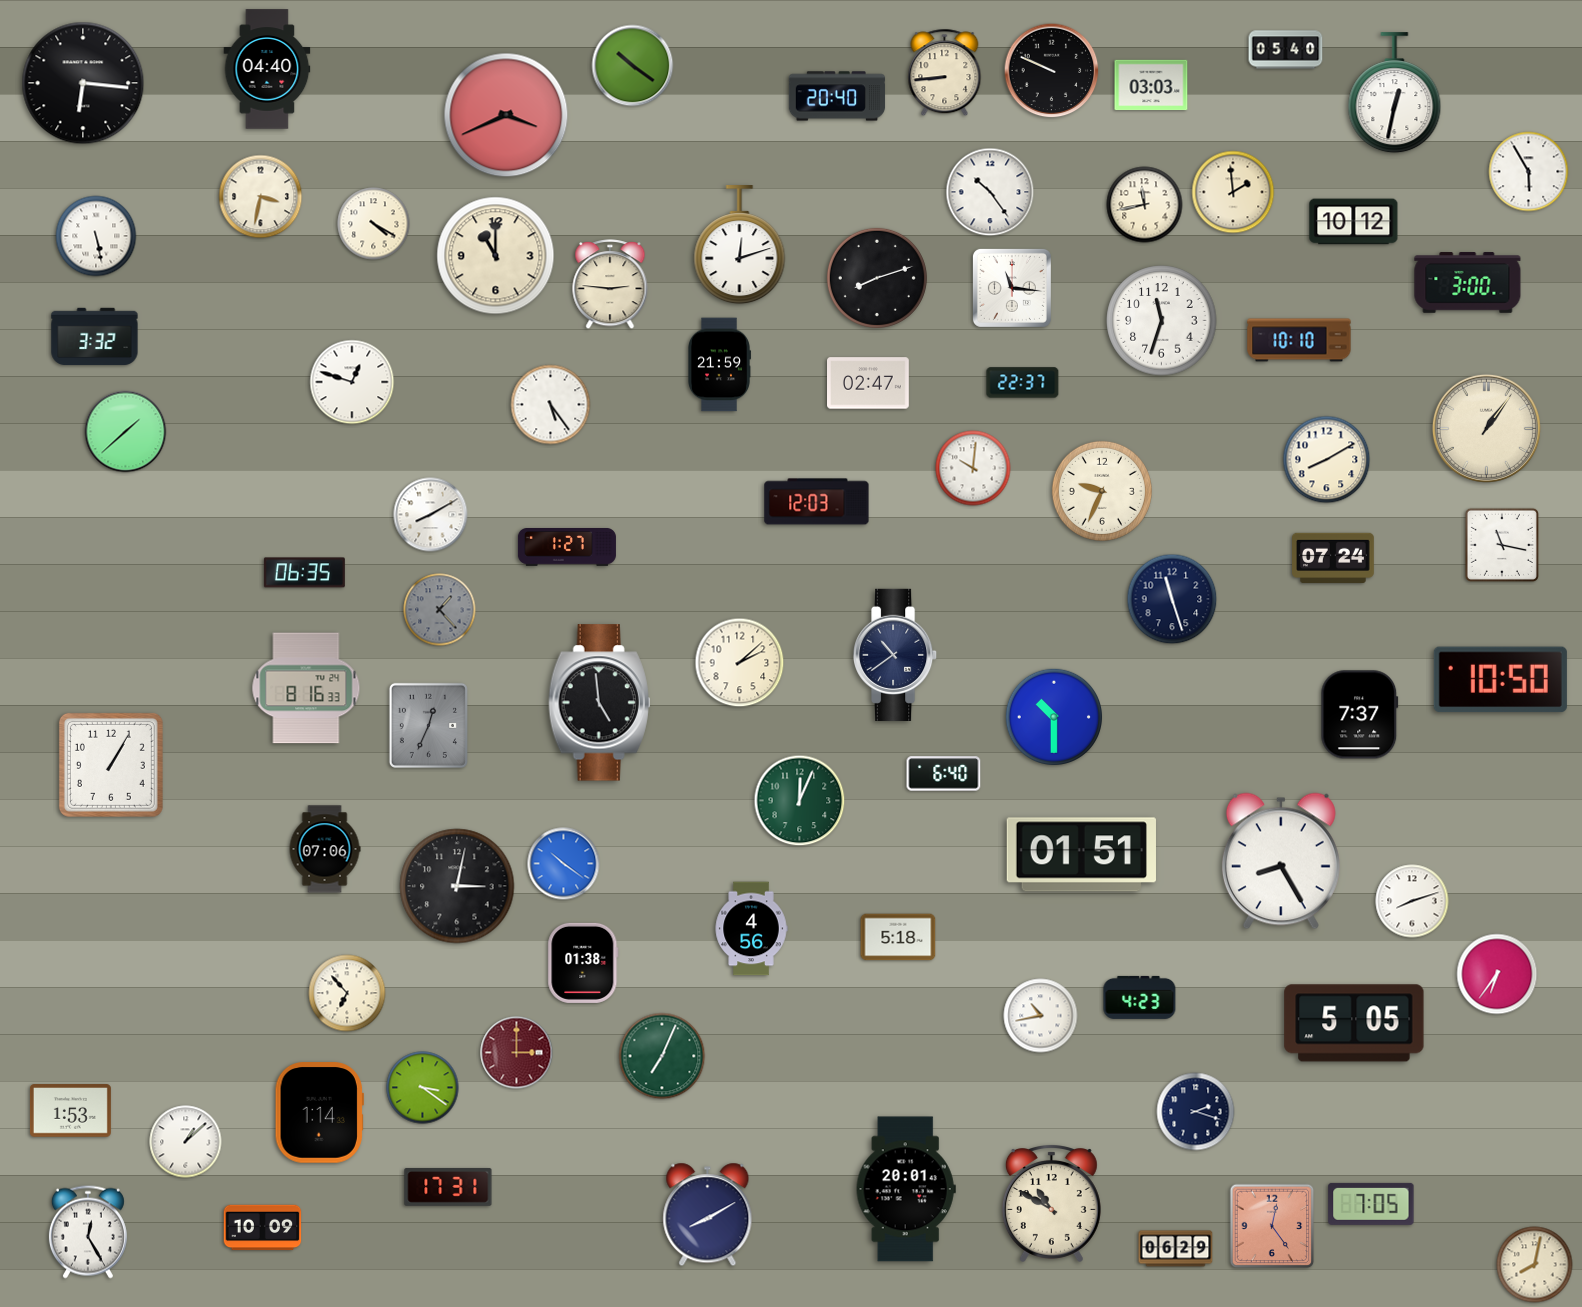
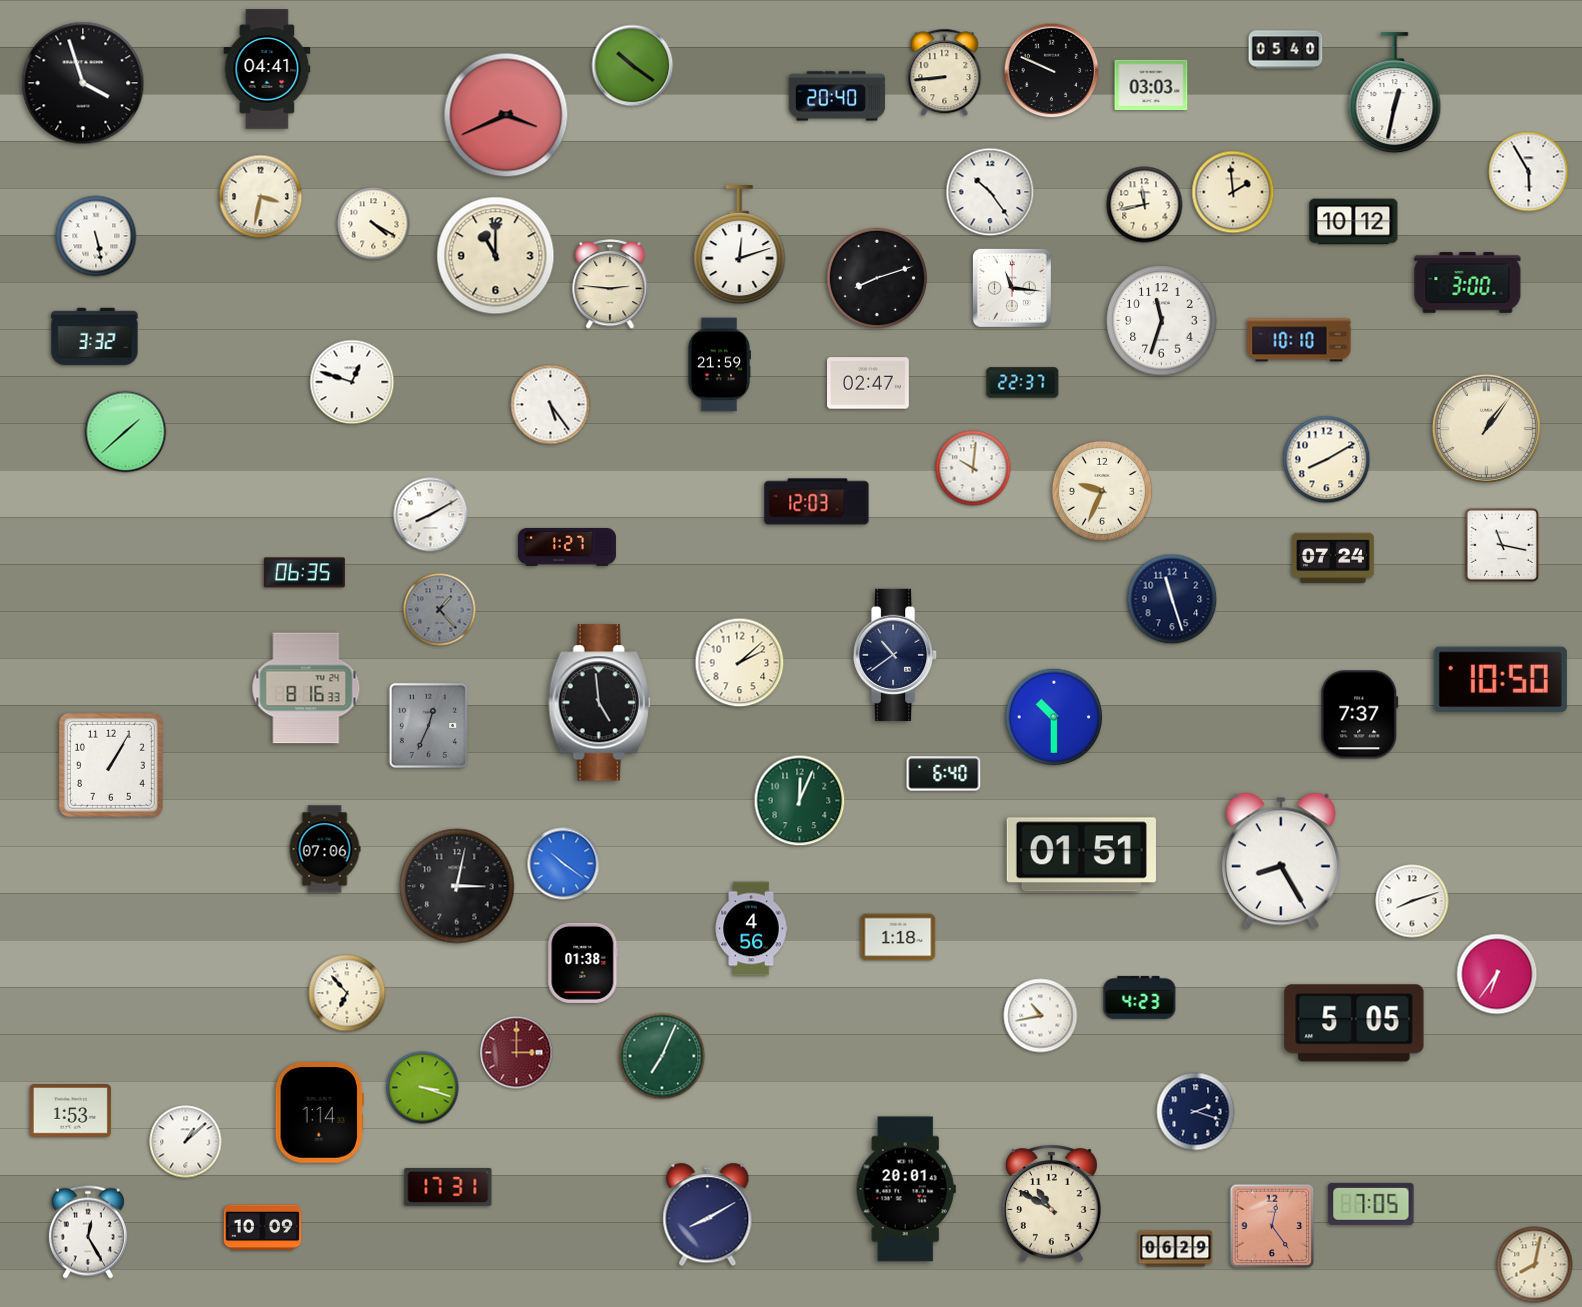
clock at (267, 69): 04:40 -> 04:41
clock at (83, 83): 6:16 -> 3:57
clock at (898, 937): 5:18 -> 1:18
clock at (423, 1088): 3:21 -> 3:18
